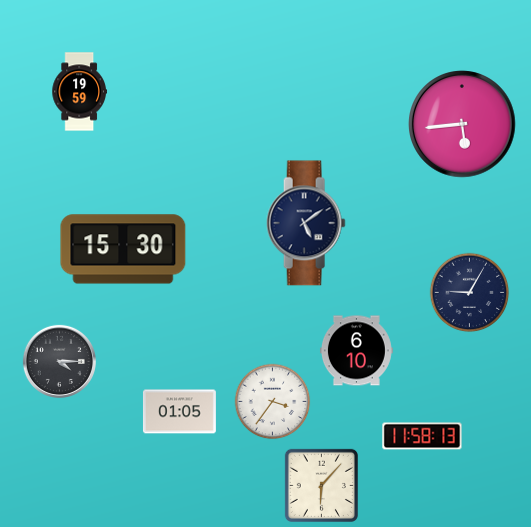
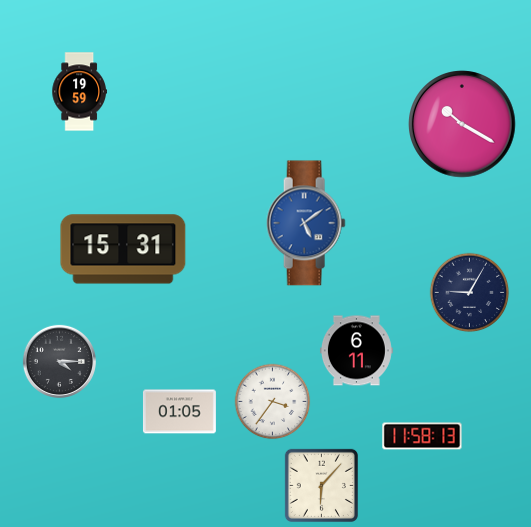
clock at (462, 124): 5:44 -> 10:20
clock at (306, 223) dial: navy -> blue
clock at (123, 249): 15:30 -> 15:31
clock at (356, 351): 6:10 -> 6:11
